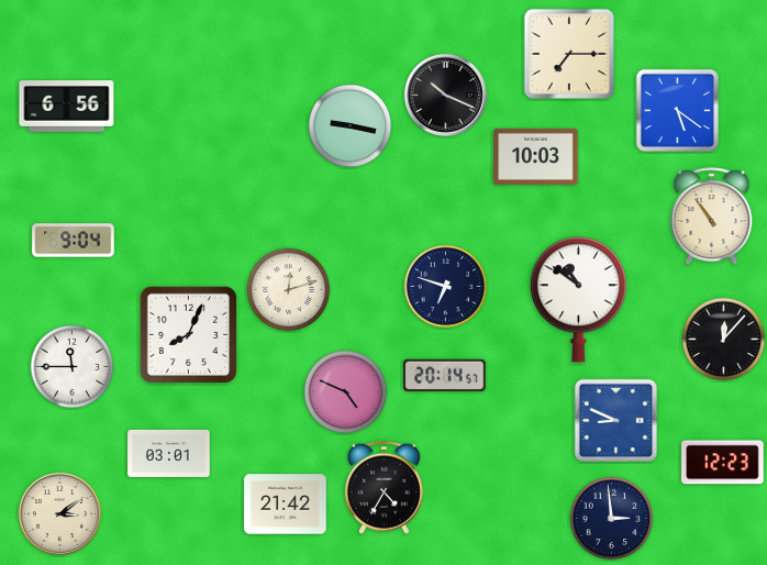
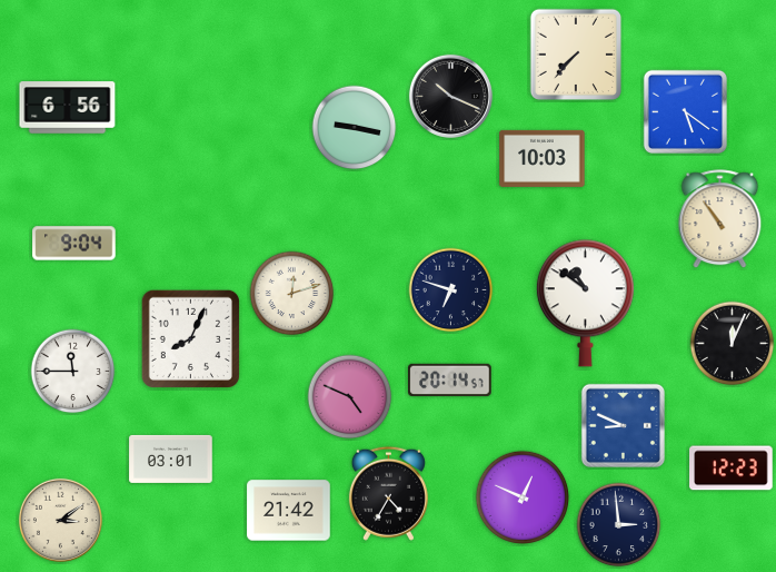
clock at (569, 54): 7:15 -> 7:37
clock at (724, 340): 12:07 -> 12:04
clock at (523, 497): none -> 12:49
